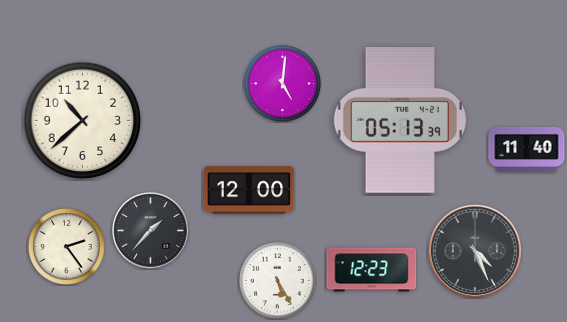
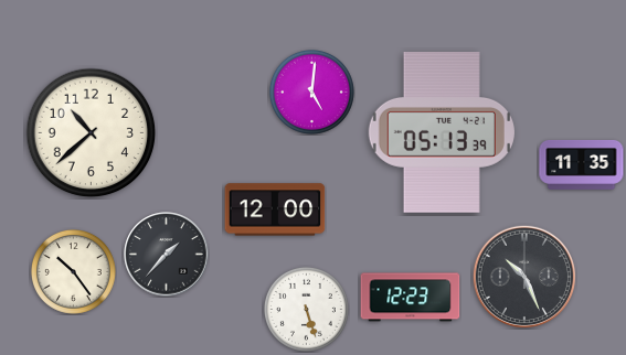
clock at (527, 149): 11:40 -> 11:35
clock at (66, 246): 2:24 -> 10:24
clock at (474, 250): 4:26 -> 10:26
clock at (277, 280): 5:25 -> 5:27
